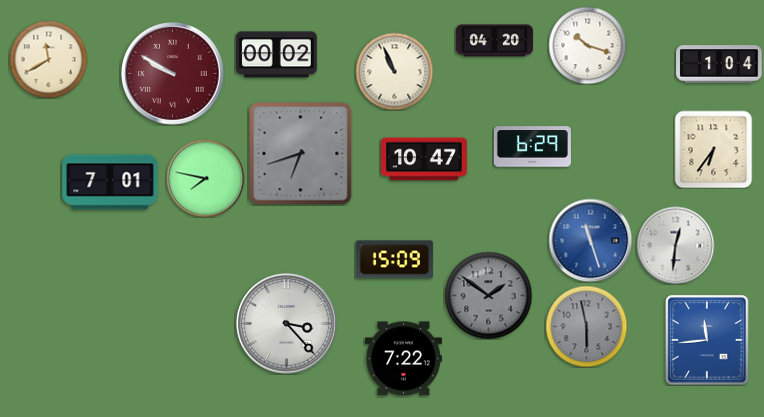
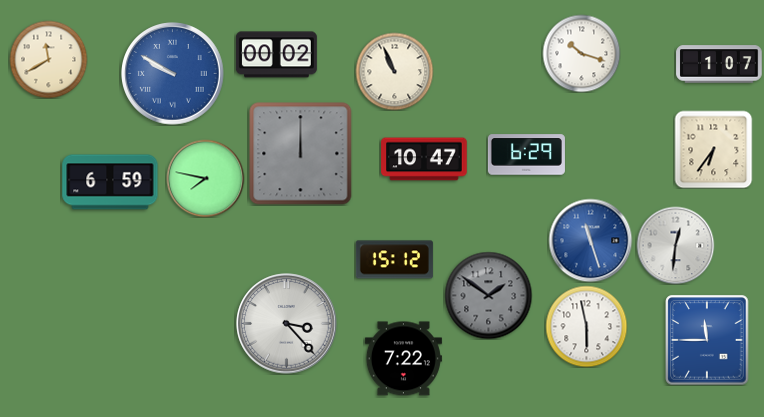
clock at (494, 41): 04:20 -> none
clock at (587, 45) position: (587, 45) -> (581, 53)
clock at (719, 64): 1:04 -> 1:07
clock at (173, 74) dial: burgundy -> blue
clock at (532, 147) position: (532, 147) -> (526, 155)
clock at (301, 154): 6:42 -> 12:00
clock at (110, 182): 7:01 -> 6:59
clock at (394, 260): 15:09 -> 15:12
clock at (586, 326) dial: grey -> white
clock at (707, 340): 11:44 -> 11:45
